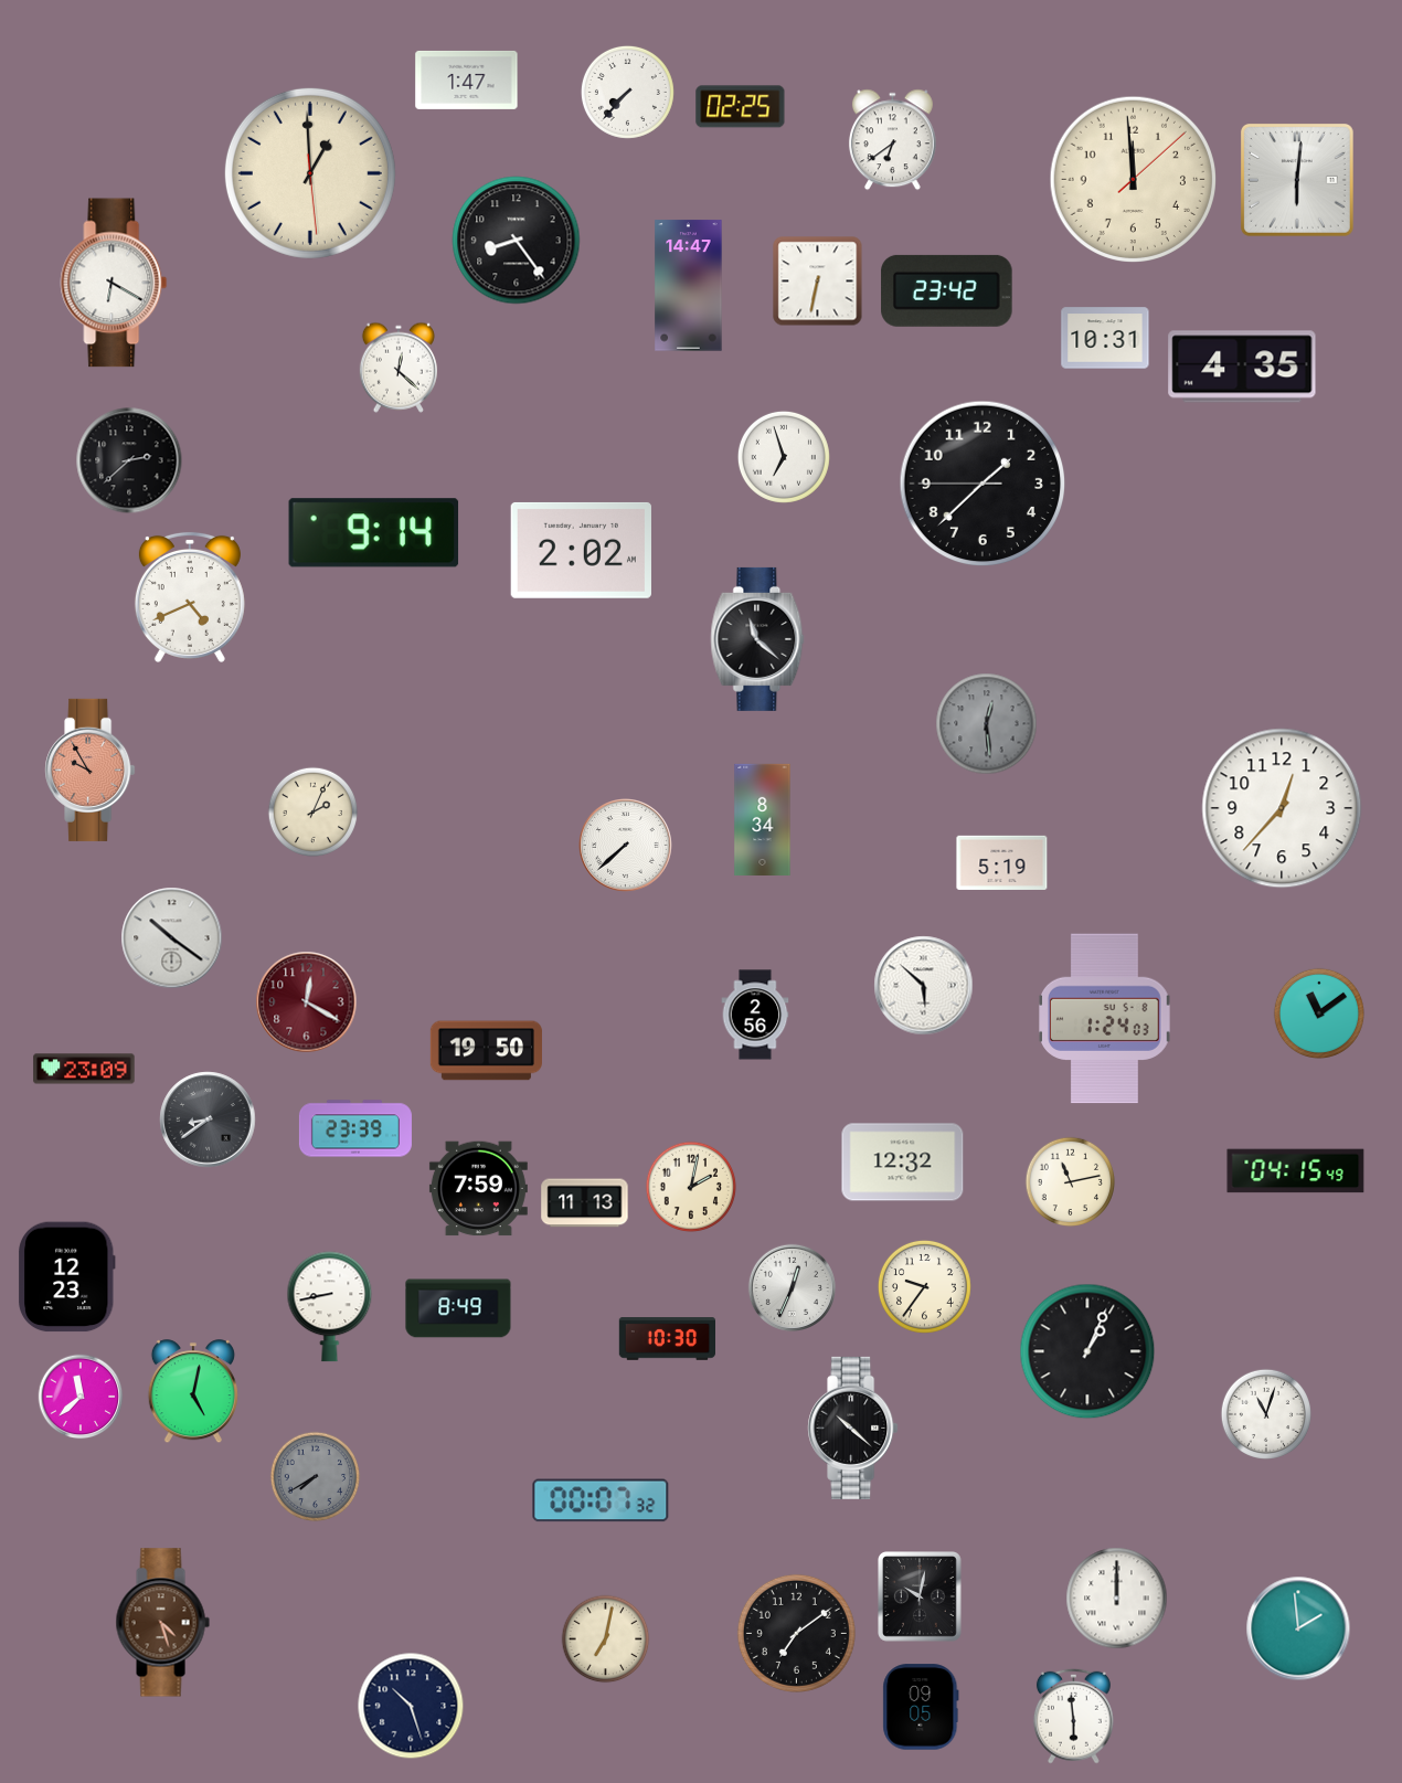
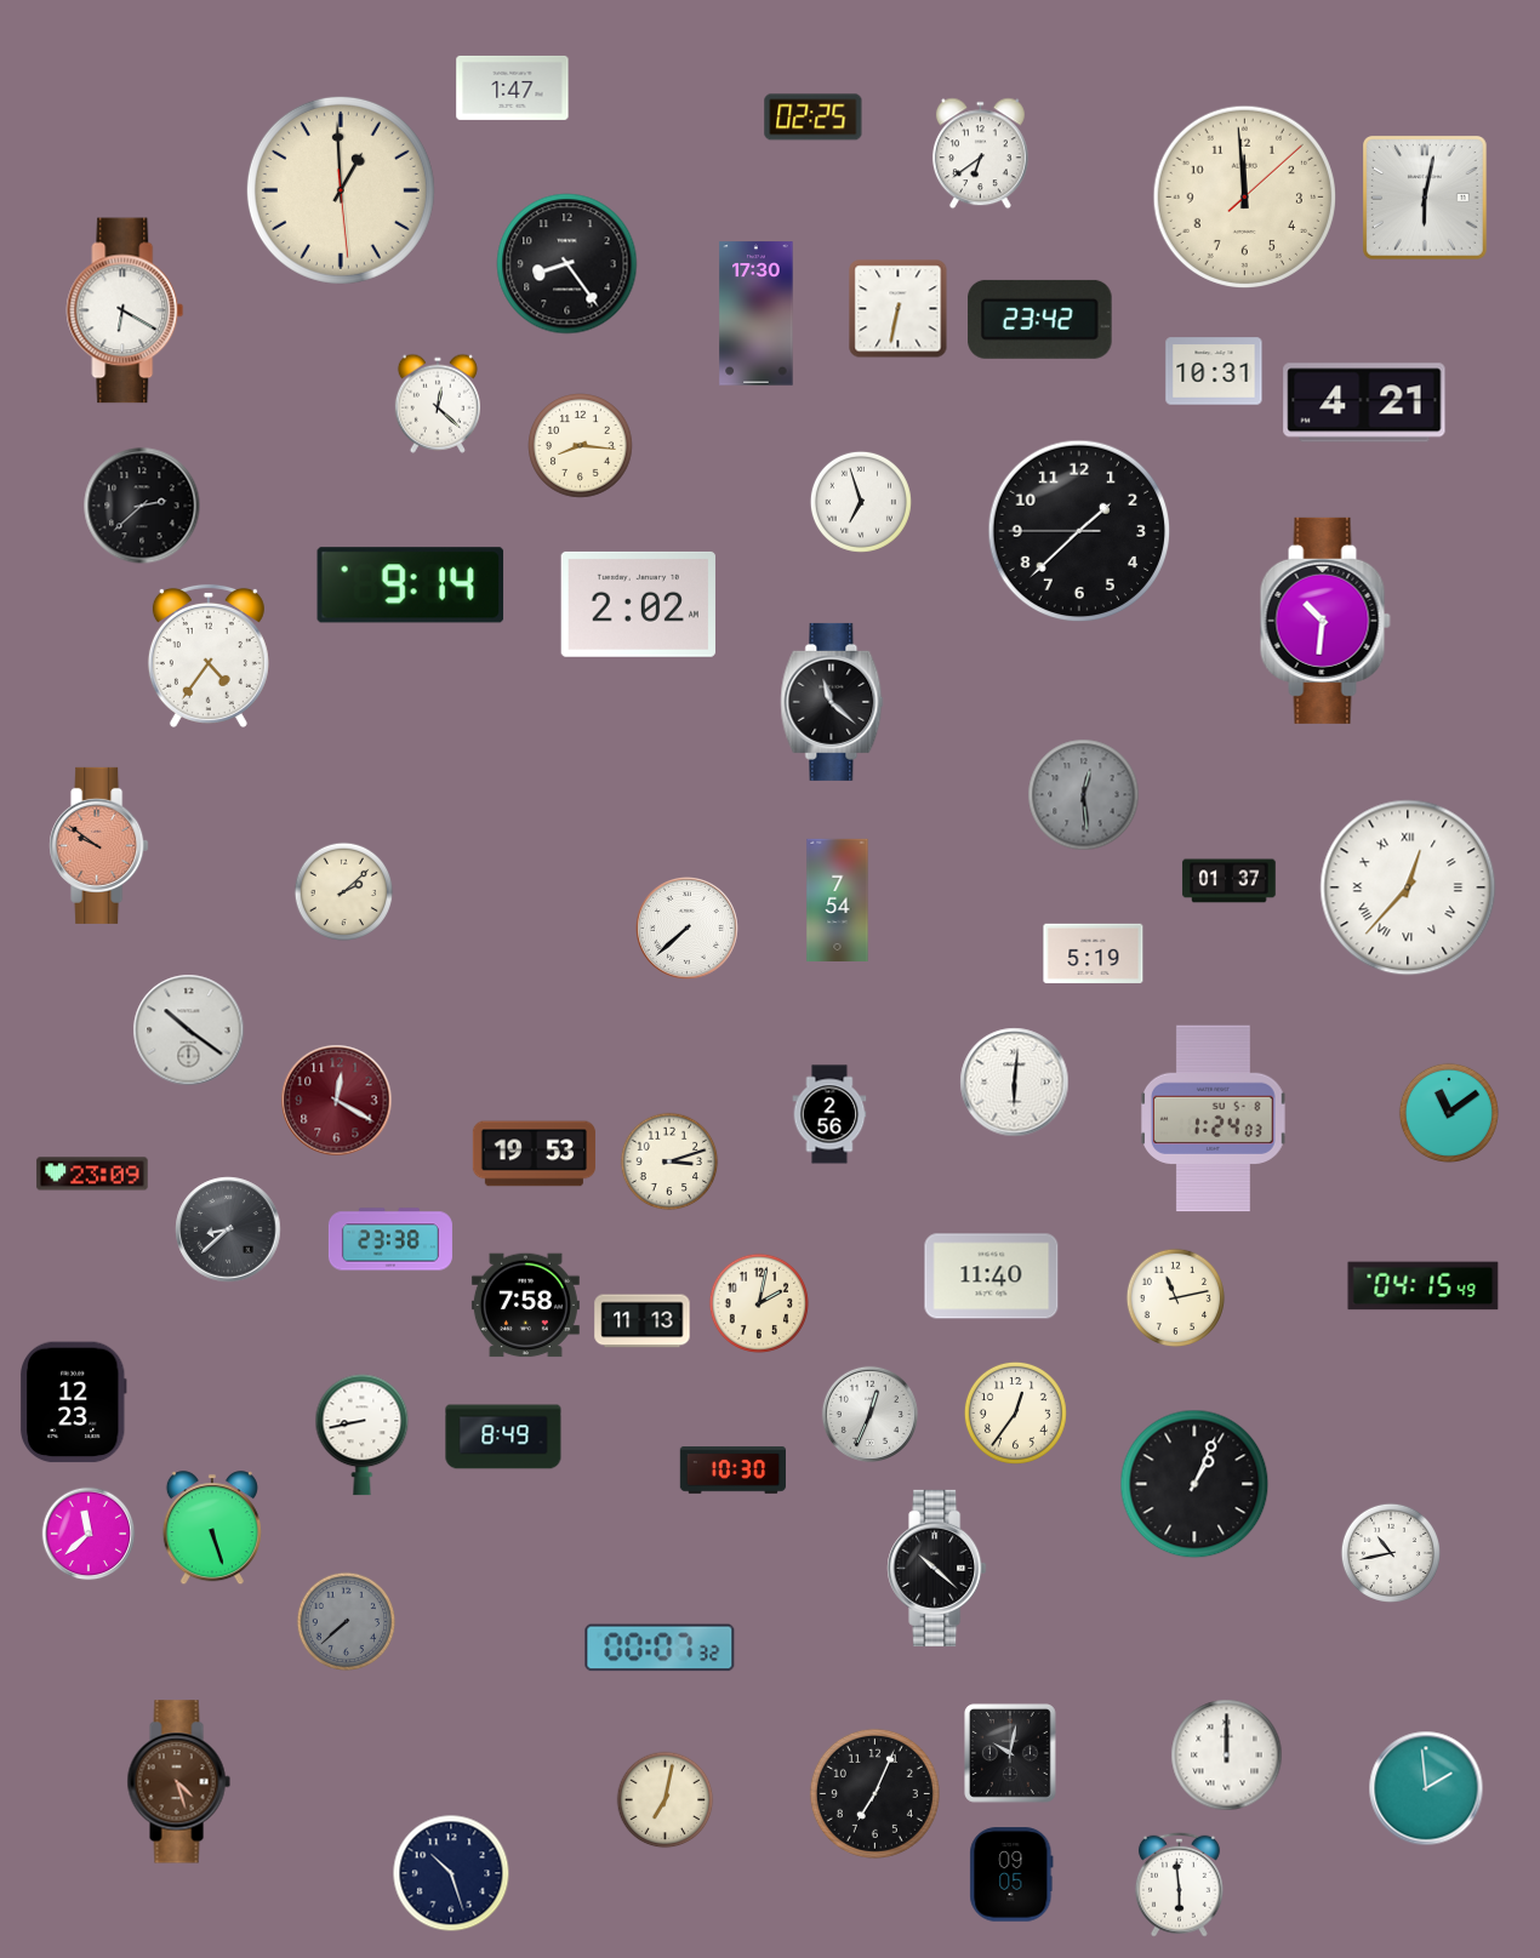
clock at (627, 92): 7:37 -> none
clock at (1298, 181): 6:01 -> 6:02
clock at (689, 286): 14:47 -> 17:30
clock at (1242, 367): 4:35 -> 4:21
clock at (581, 446): none -> 8:16
clock at (1325, 621): none -> 10:31
clock at (190, 597): 4:41 -> 4:36
clock at (91, 770): 9:55 -> 9:51
clock at (1230, 881): none -> 01:37
clock at (1282, 808) numerals: Arabic -> Roman
clock at (314, 813): 2:04 -> 2:08
clock at (763, 819): 8:34 -> 7:54
clock at (1002, 862) position: (1002, 862) -> (1094, 953)
clock at (924, 986): 5:52 -> 6:01
clock at (486, 1051): 19:50 -> 19:53
clock at (669, 1161): none -> 3:12
clock at (208, 1119): 8:39 -> 8:38
clock at (355, 1128): 23:39 -> 23:38
clock at (903, 1163): 12:32 -> 11:40
clock at (478, 1189): 7:59 -> 7:58
clock at (924, 1286): 9:36 -> 12:36
clock at (193, 1392): 5:02 -> 5:27
clock at (1266, 1414): 11:03 -> 10:43
clock at (316, 1477): 7:40 -> 7:38
clock at (796, 1633): 7:09 -> 7:04
